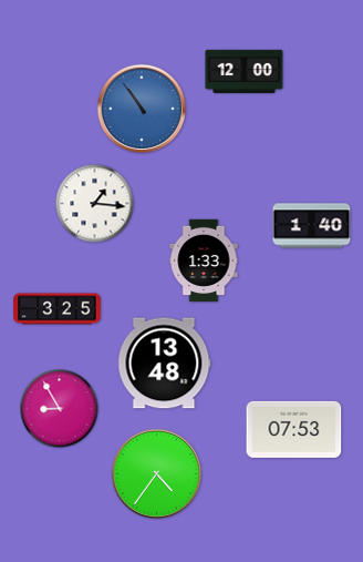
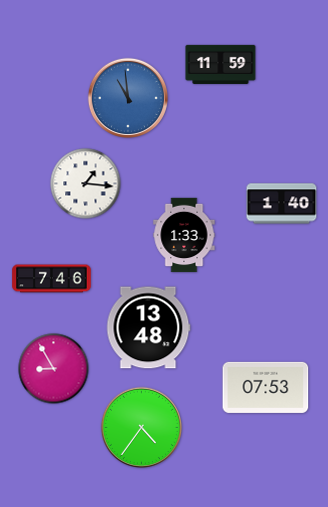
clock at (245, 71): 12:00 -> 11:59
clock at (142, 109): 10:54 -> 10:59
clock at (58, 309): 3:25 -> 7:46
